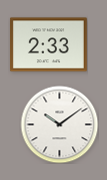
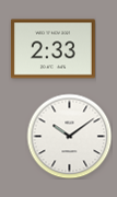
clock at (59, 124) position: (59, 124) -> (69, 136)
